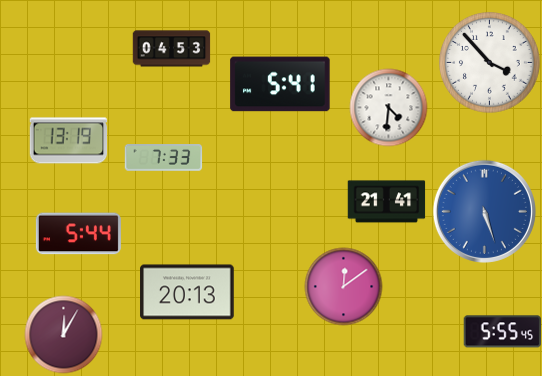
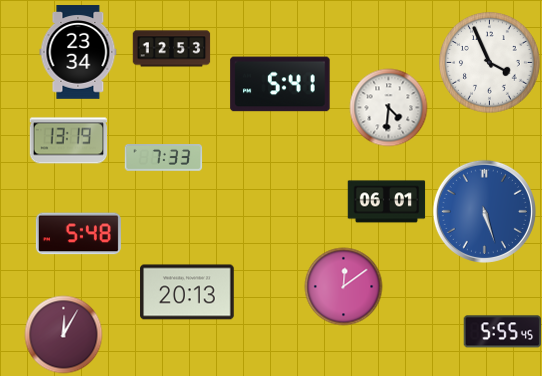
clock at (171, 49): 04:53 -> 12:53
clock at (78, 52): none -> 23:34
clock at (490, 63): 3:53 -> 3:56
clock at (386, 202): 21:41 -> 06:01
clock at (78, 234): 5:44 -> 5:48
